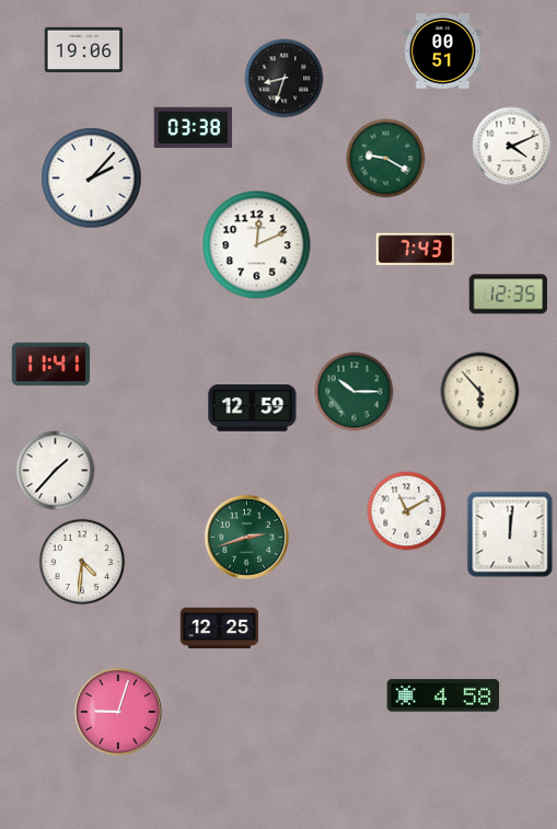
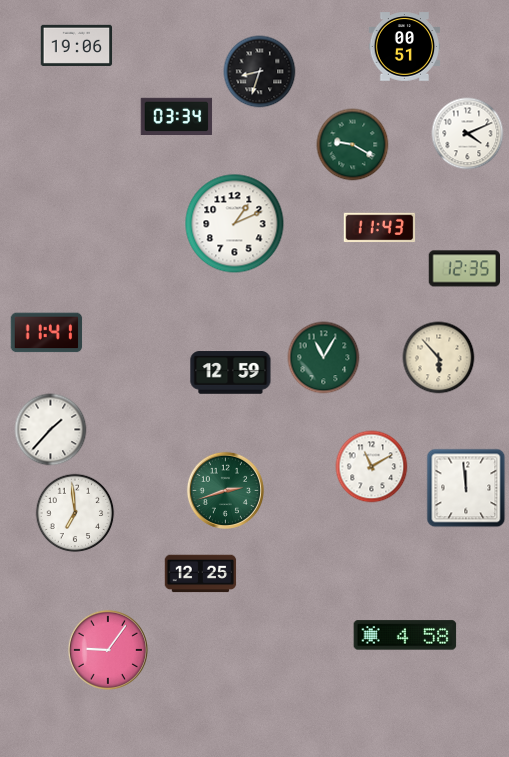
clock at (194, 127): 03:38 -> 03:34
clock at (92, 179): 2:07 -> none
clock at (257, 245): 12:11 -> 1:11
clock at (416, 250): 7:43 -> 11:43
clock at (355, 392): 10:15 -> 11:05
clock at (510, 534): 12:01 -> 11:59
clock at (82, 562): 4:31 -> 6:59
clock at (118, 712): 9:03 -> 9:06
